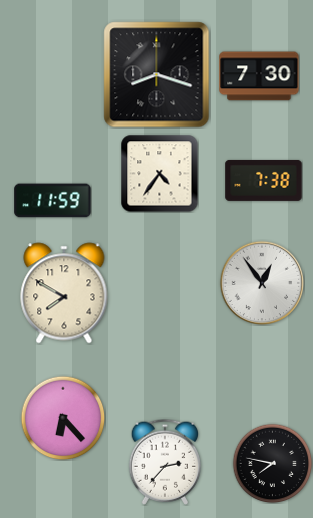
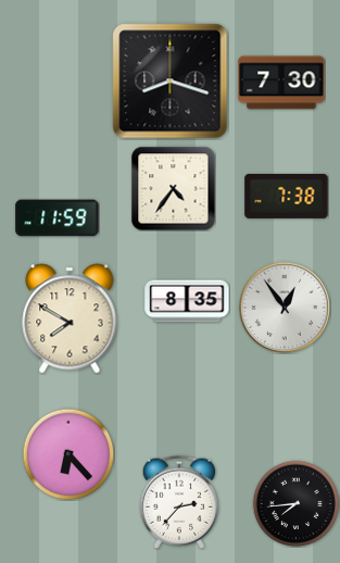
clock at (187, 301): none -> 8:35
clock at (272, 463): 7:47 -> 7:44
